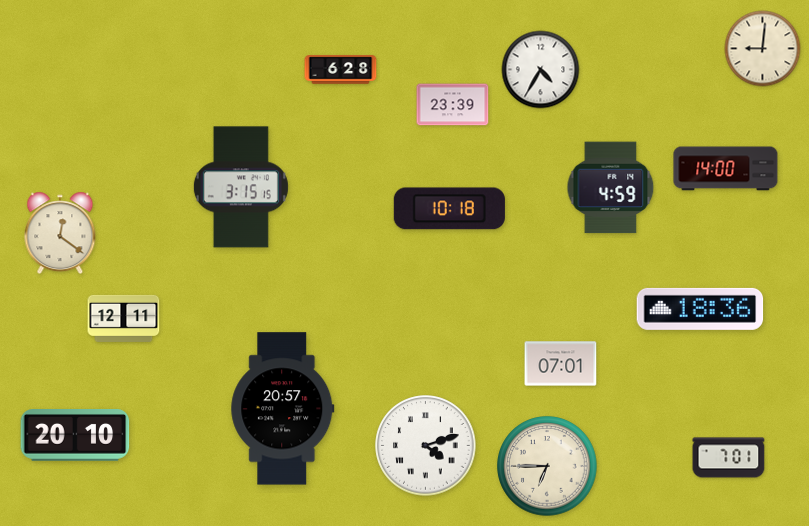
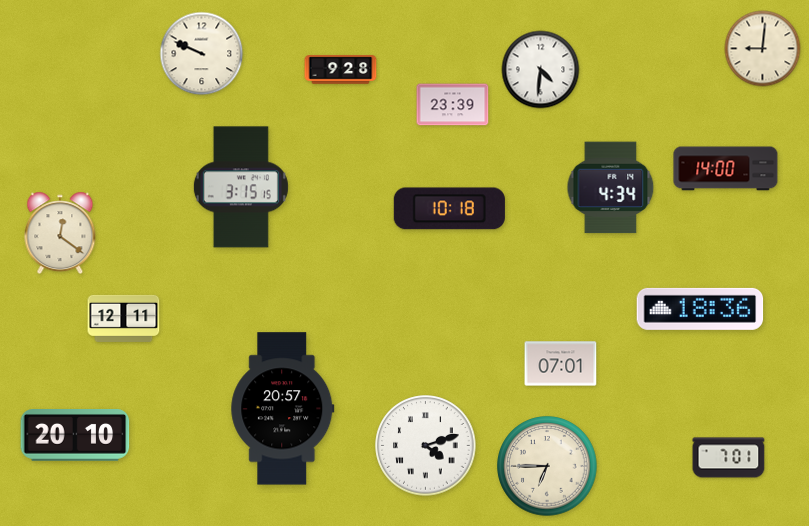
clock at (202, 54): none -> 9:49
clock at (341, 70): 6:28 -> 9:28
clock at (541, 70): 4:35 -> 4:31
clock at (611, 188): 4:59 -> 4:34
